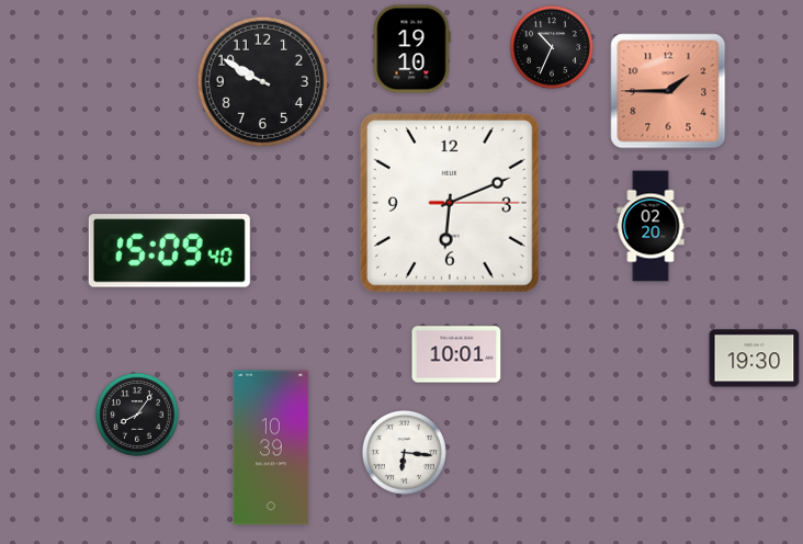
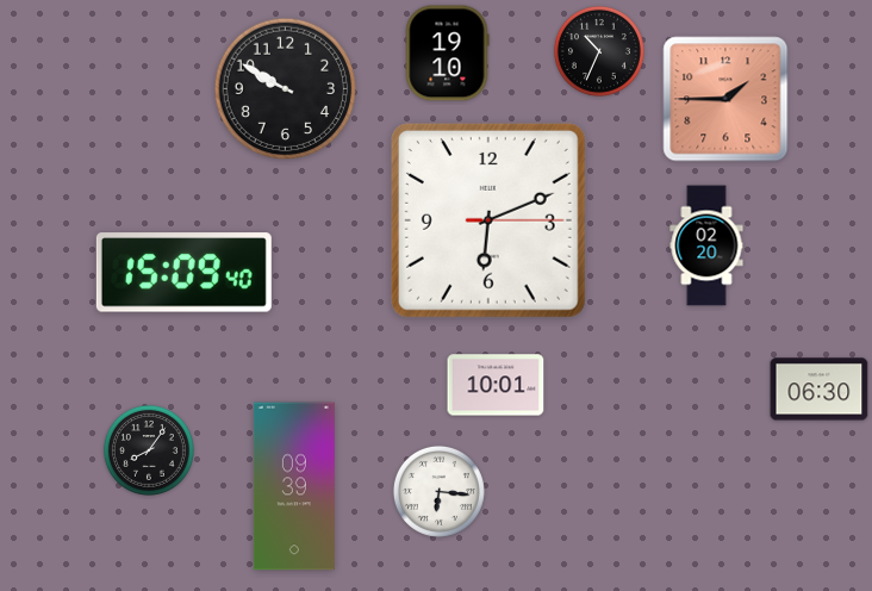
clock at (755, 359): 19:30 -> 06:30
clock at (271, 447): 10:39 -> 09:39
